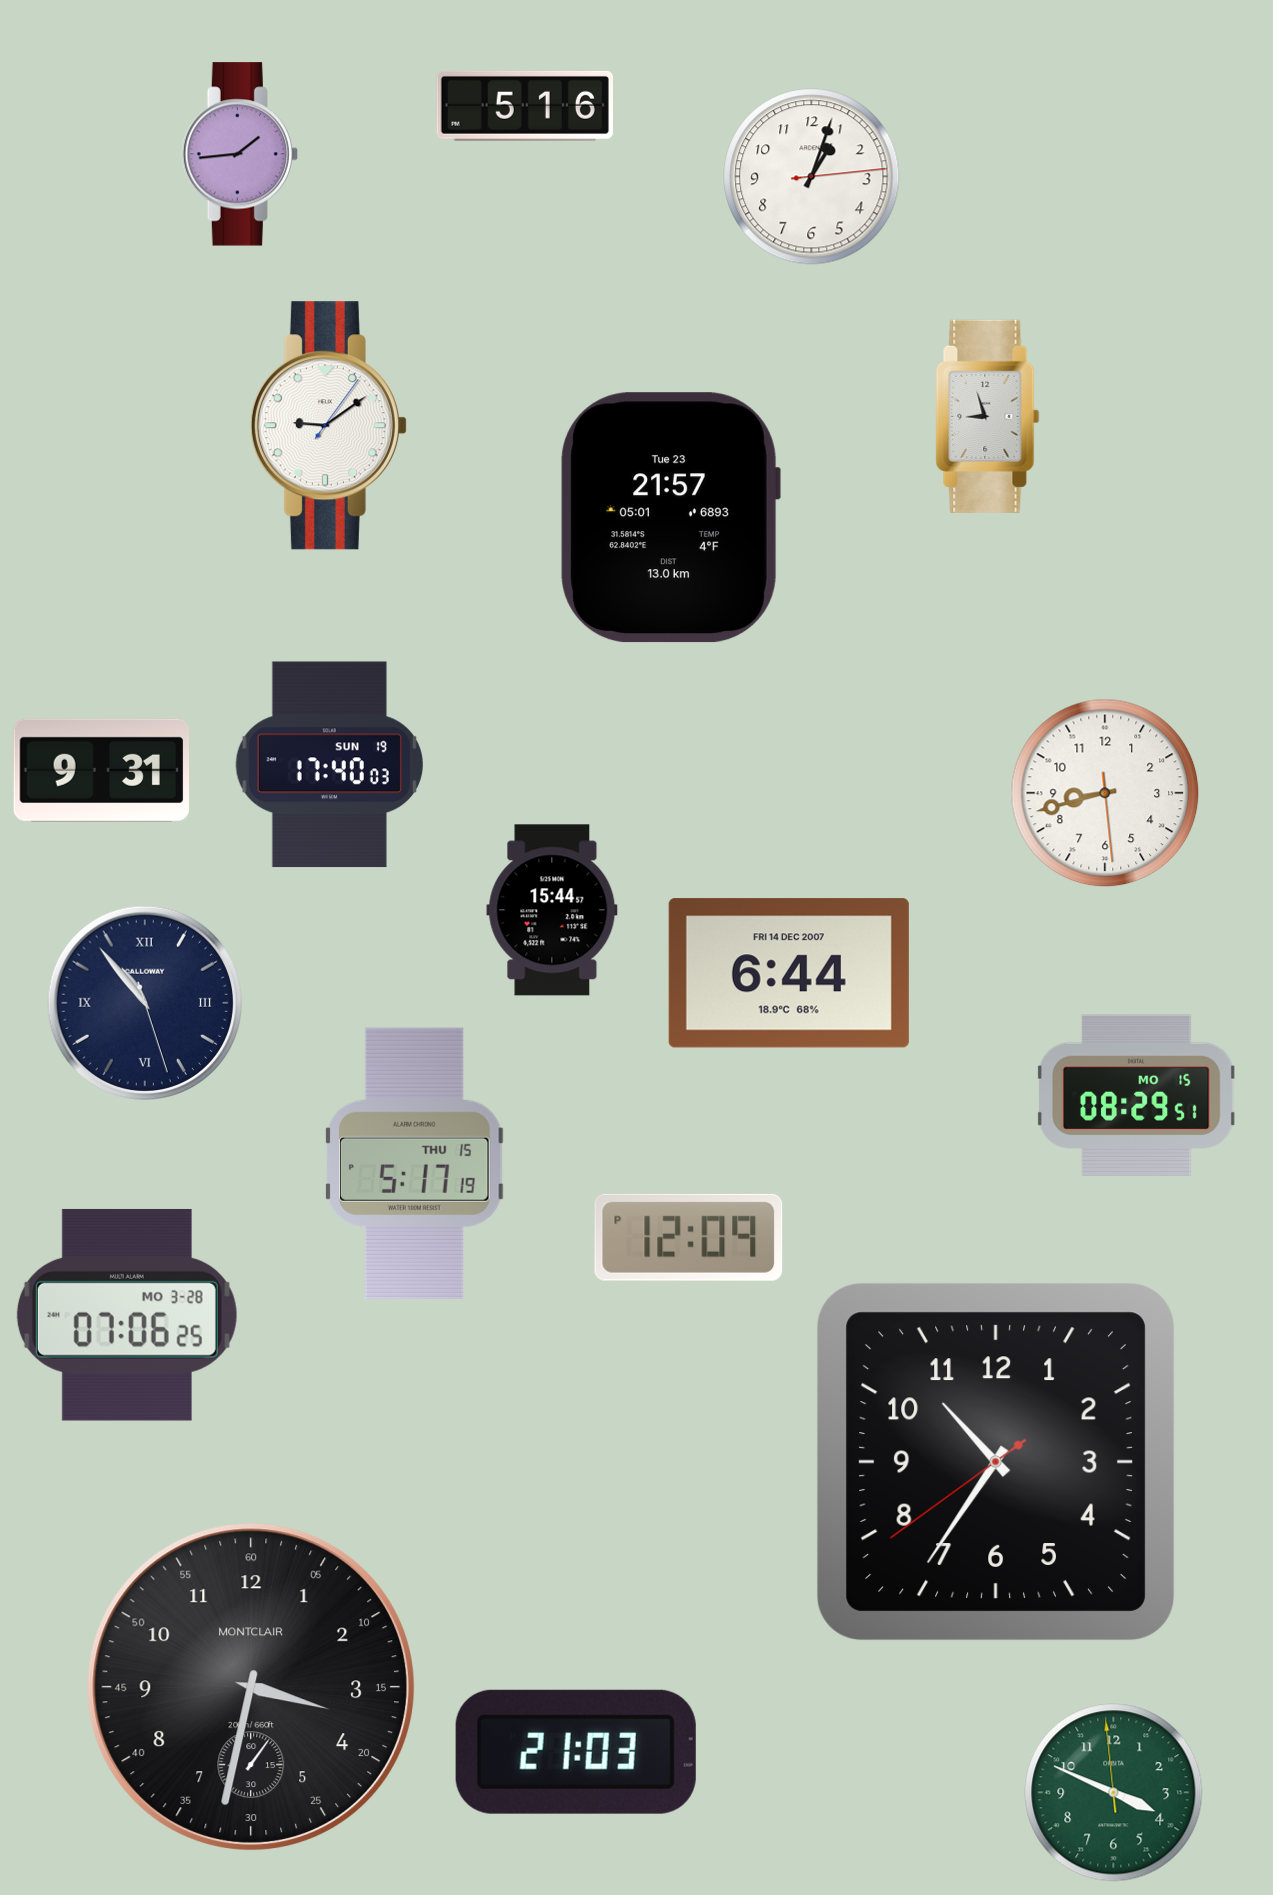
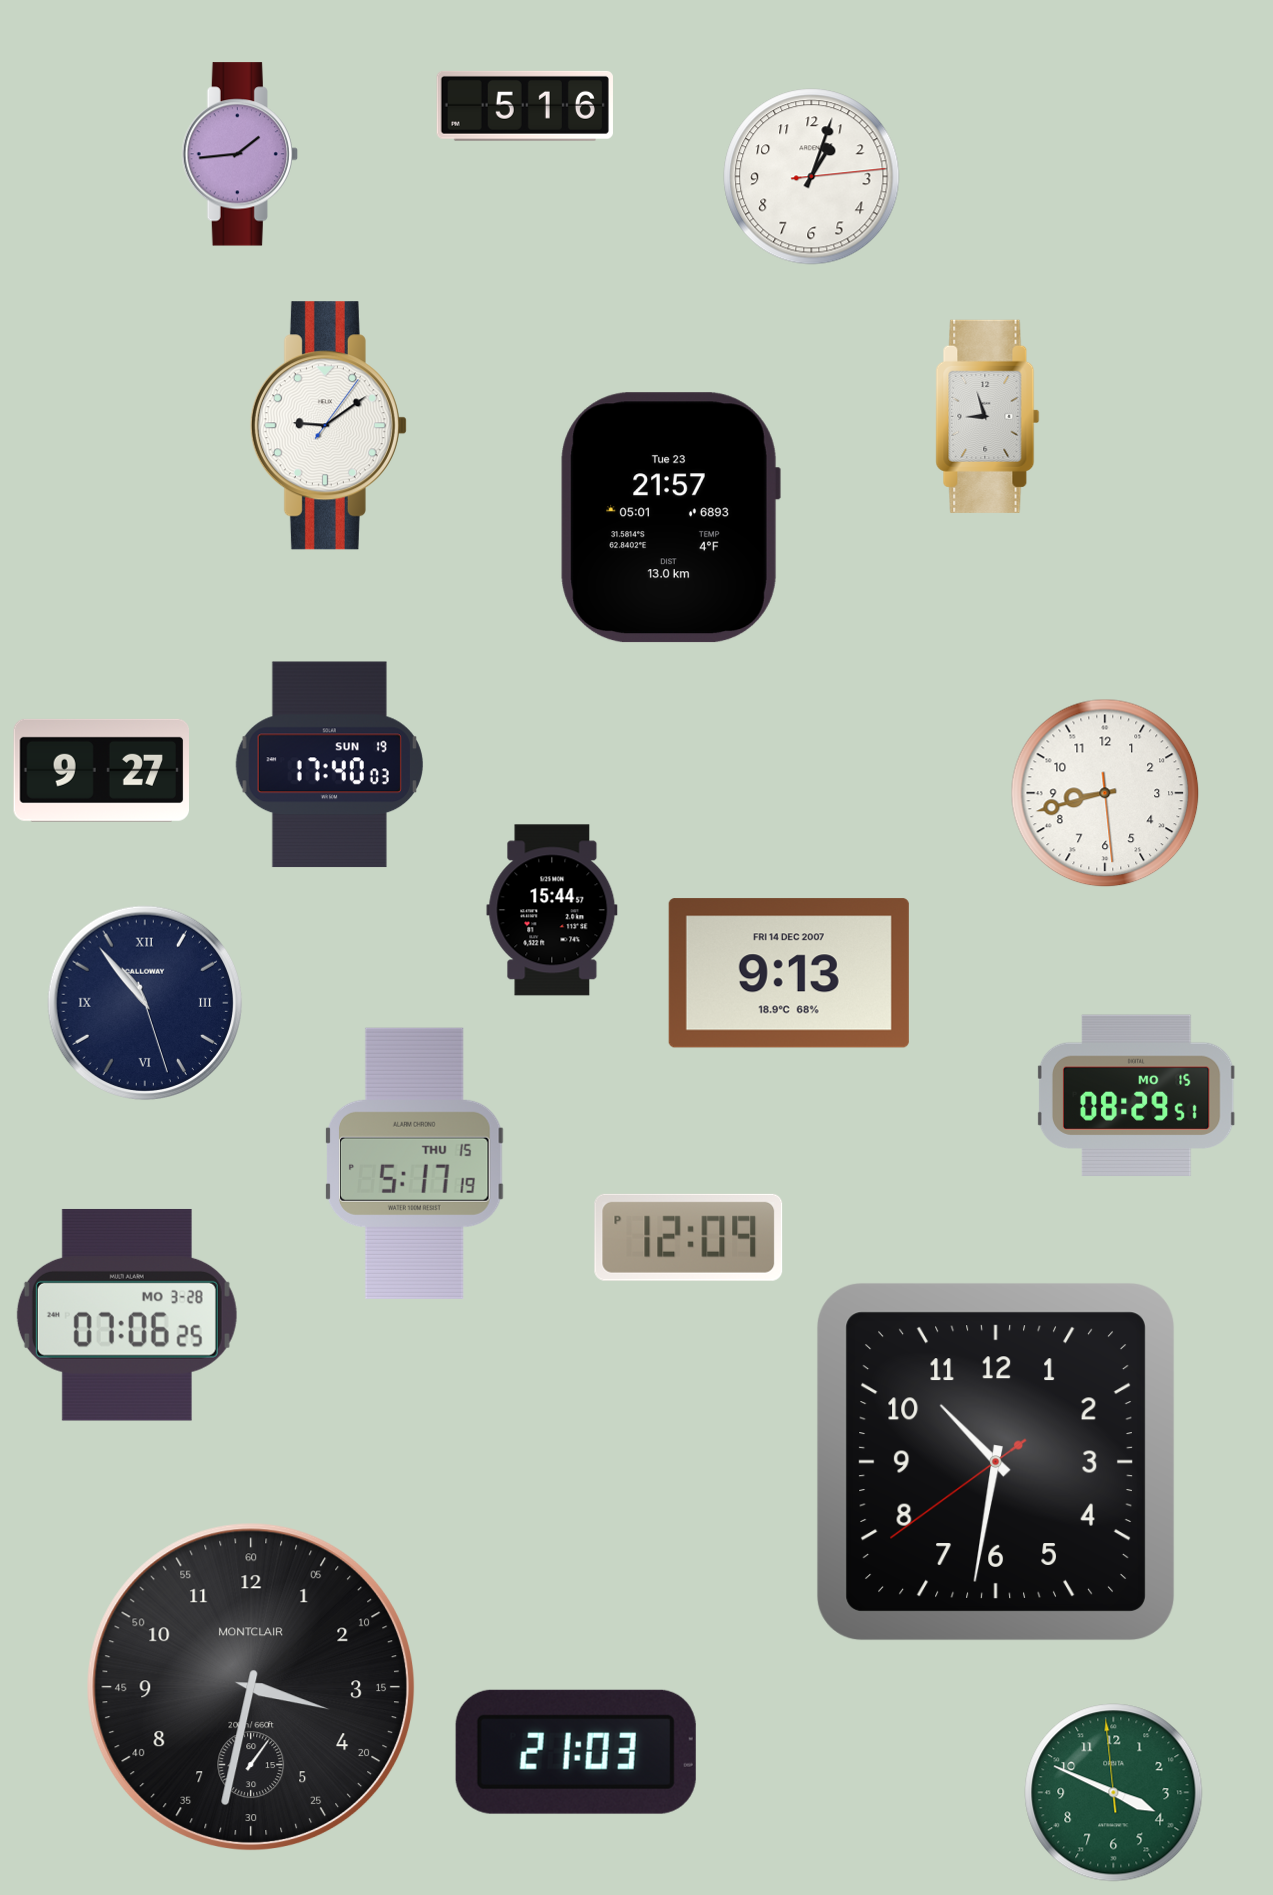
clock at (101, 770): 9:31 -> 9:27
clock at (789, 973): 6:44 -> 9:13
clock at (996, 1462): 10:35 -> 10:31
